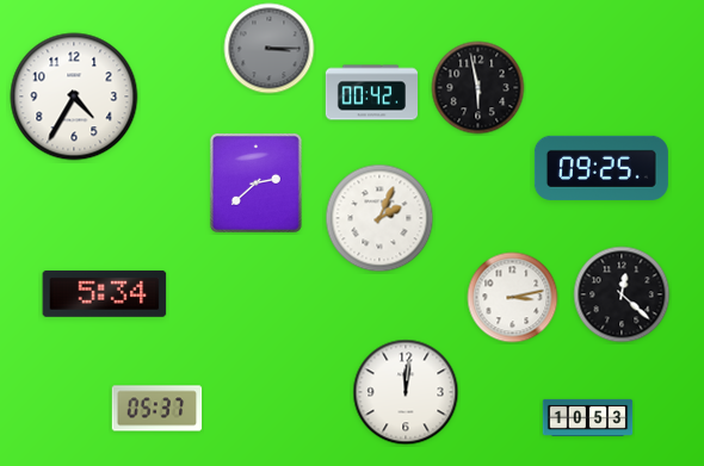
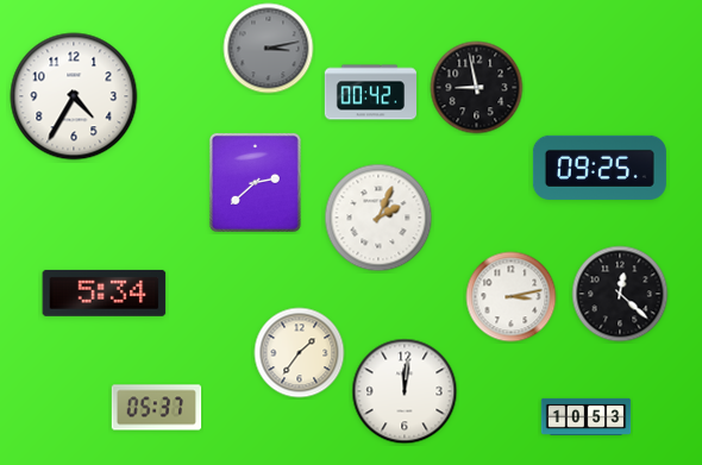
clock at (270, 49): 3:15 -> 3:13
clock at (478, 88): 5:58 -> 8:58
clock at (300, 353): none -> 1:36
